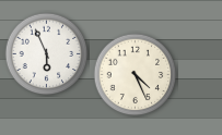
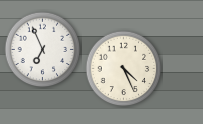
clock at (47, 54): 5:56 -> 6:56
